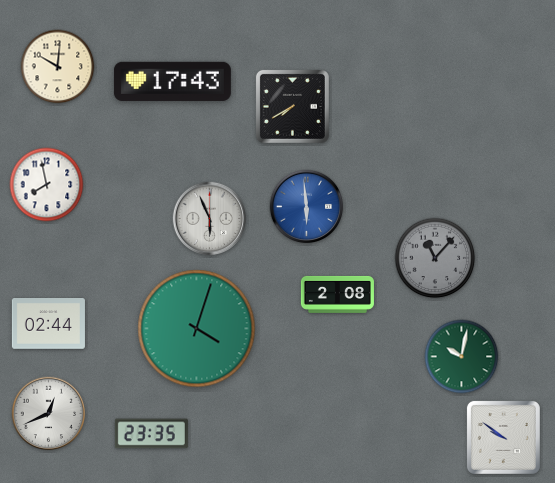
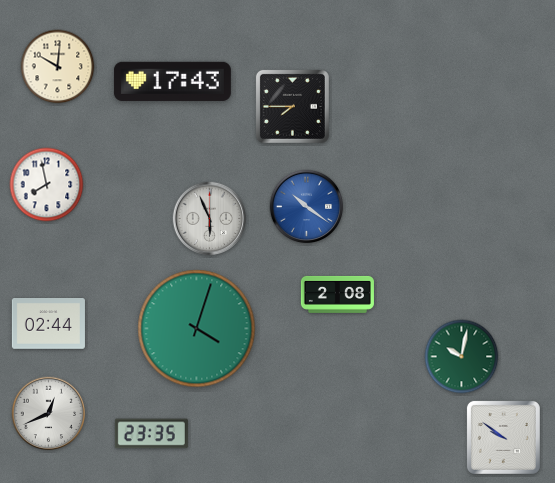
clock at (292, 106): 7:40 -> 7:45
clock at (307, 207): 5:59 -> 10:21
clock at (435, 258): 11:07 -> none
